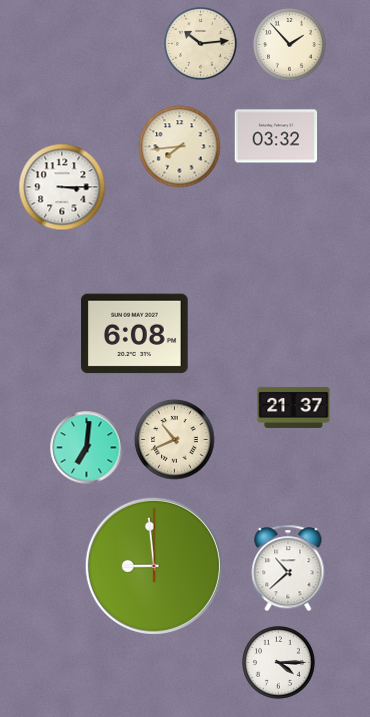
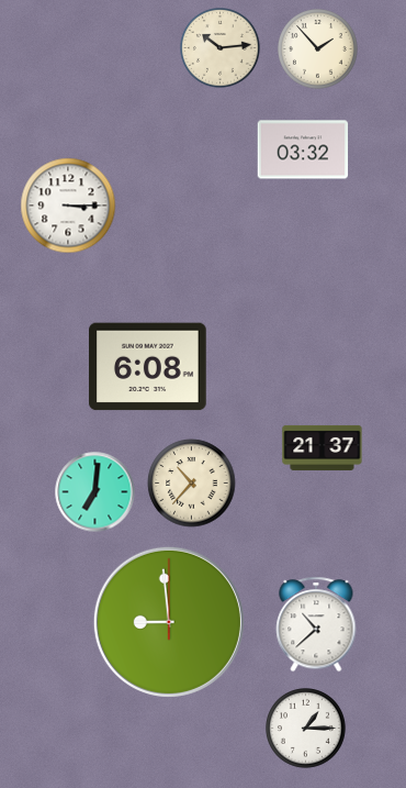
clock at (180, 147): 7:44 -> none
clock at (175, 440): 10:41 -> 10:37
clock at (279, 663): 4:15 -> 1:15
